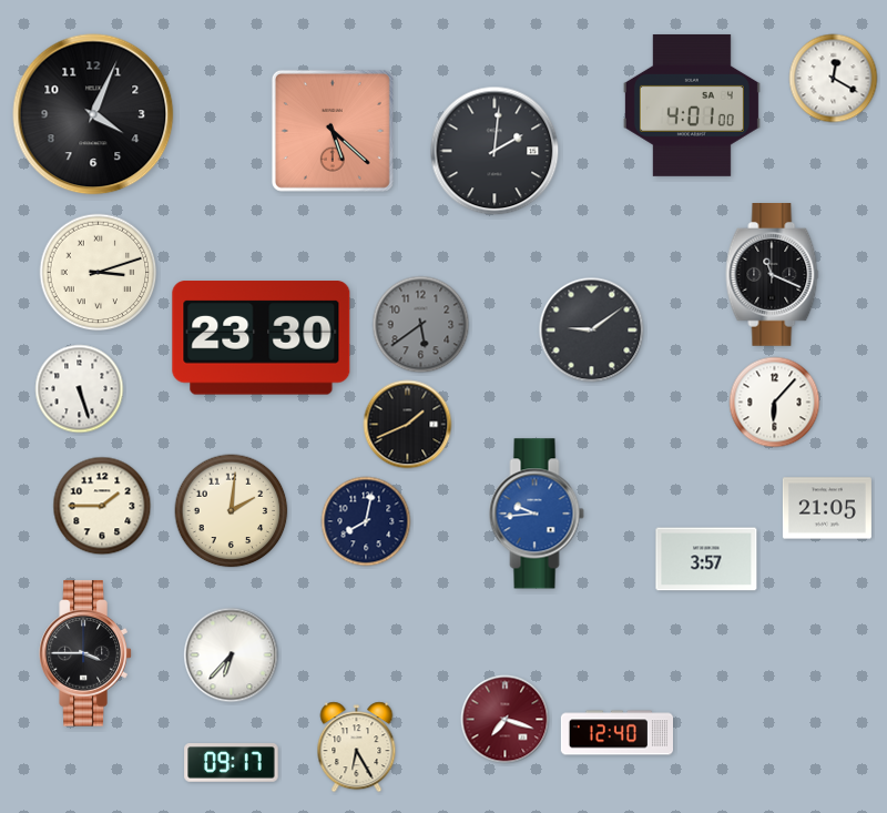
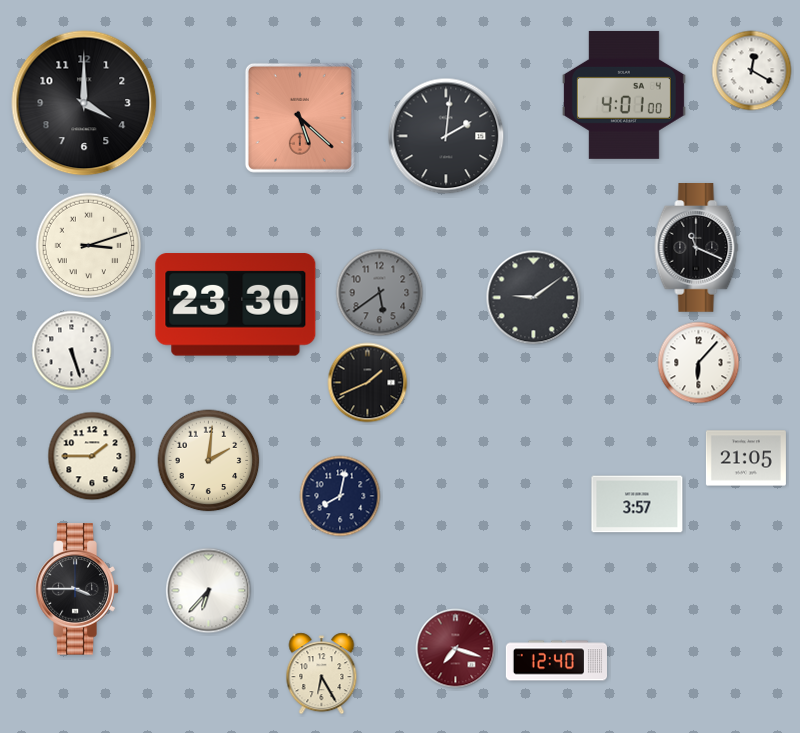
clock at (93, 114): 4:04 -> 4:00
clock at (537, 514): 9:44 -> none
clock at (366, 521) position: (366, 521) -> (340, 496)
clock at (232, 763): 09:17 -> none
